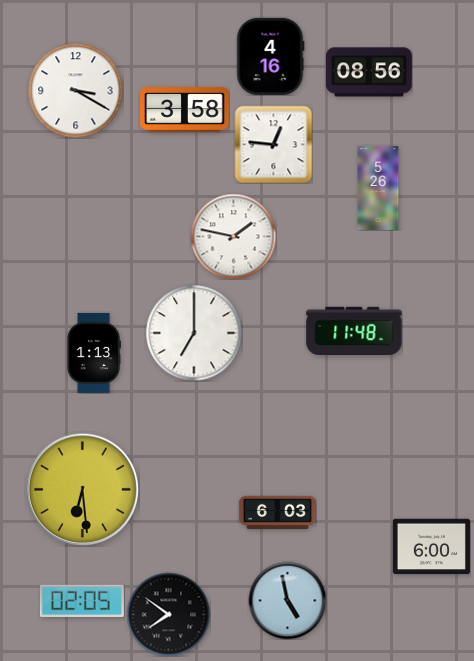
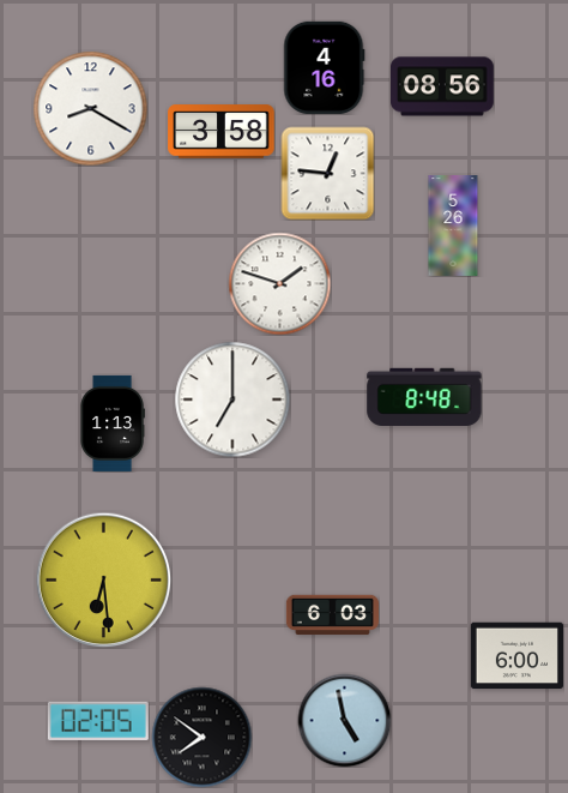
clock at (75, 90): 3:20 -> 8:20
clock at (233, 236): 1:47 -> 1:48
clock at (354, 330): 11:48 -> 8:48
clock at (82, 489) position: (82, 489) -> (103, 579)
